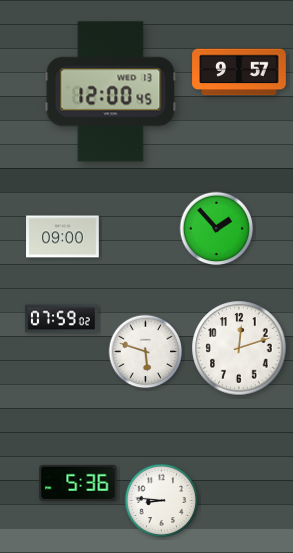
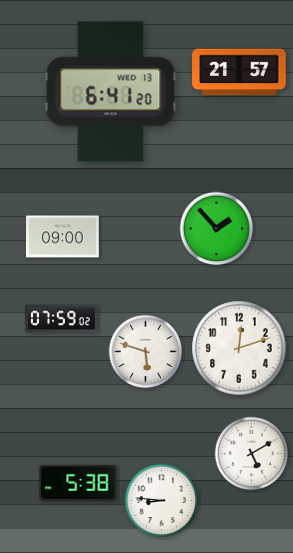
clock at (239, 72): 9:57 -> 21:57
clock at (111, 92): 12:00 -> 6:41
clock at (252, 454): none -> 5:10
clock at (78, 483): 5:36 -> 5:38
